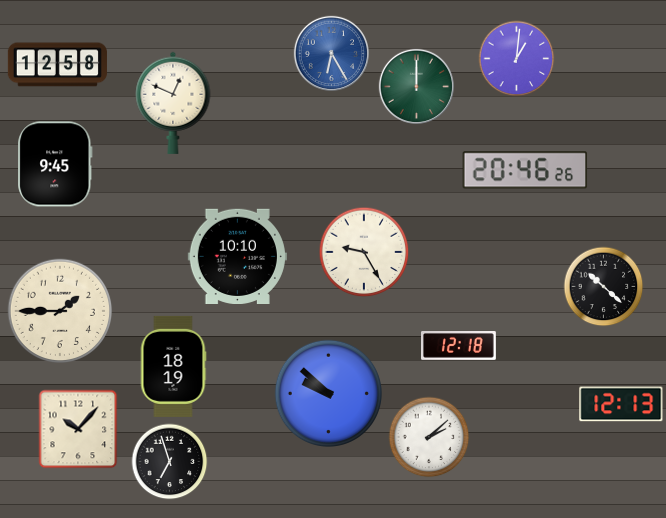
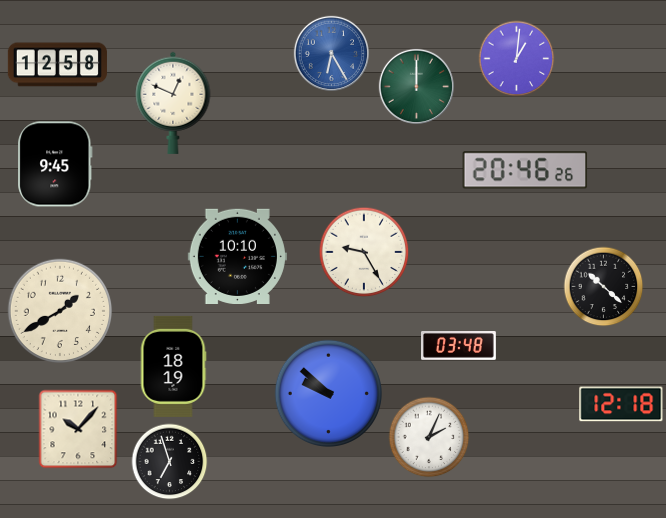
clock at (60, 311): 1:45 -> 1:40
clock at (459, 346): 12:18 -> 03:48
clock at (621, 404): 12:13 -> 12:18
clock at (429, 437): 2:08 -> 2:04
